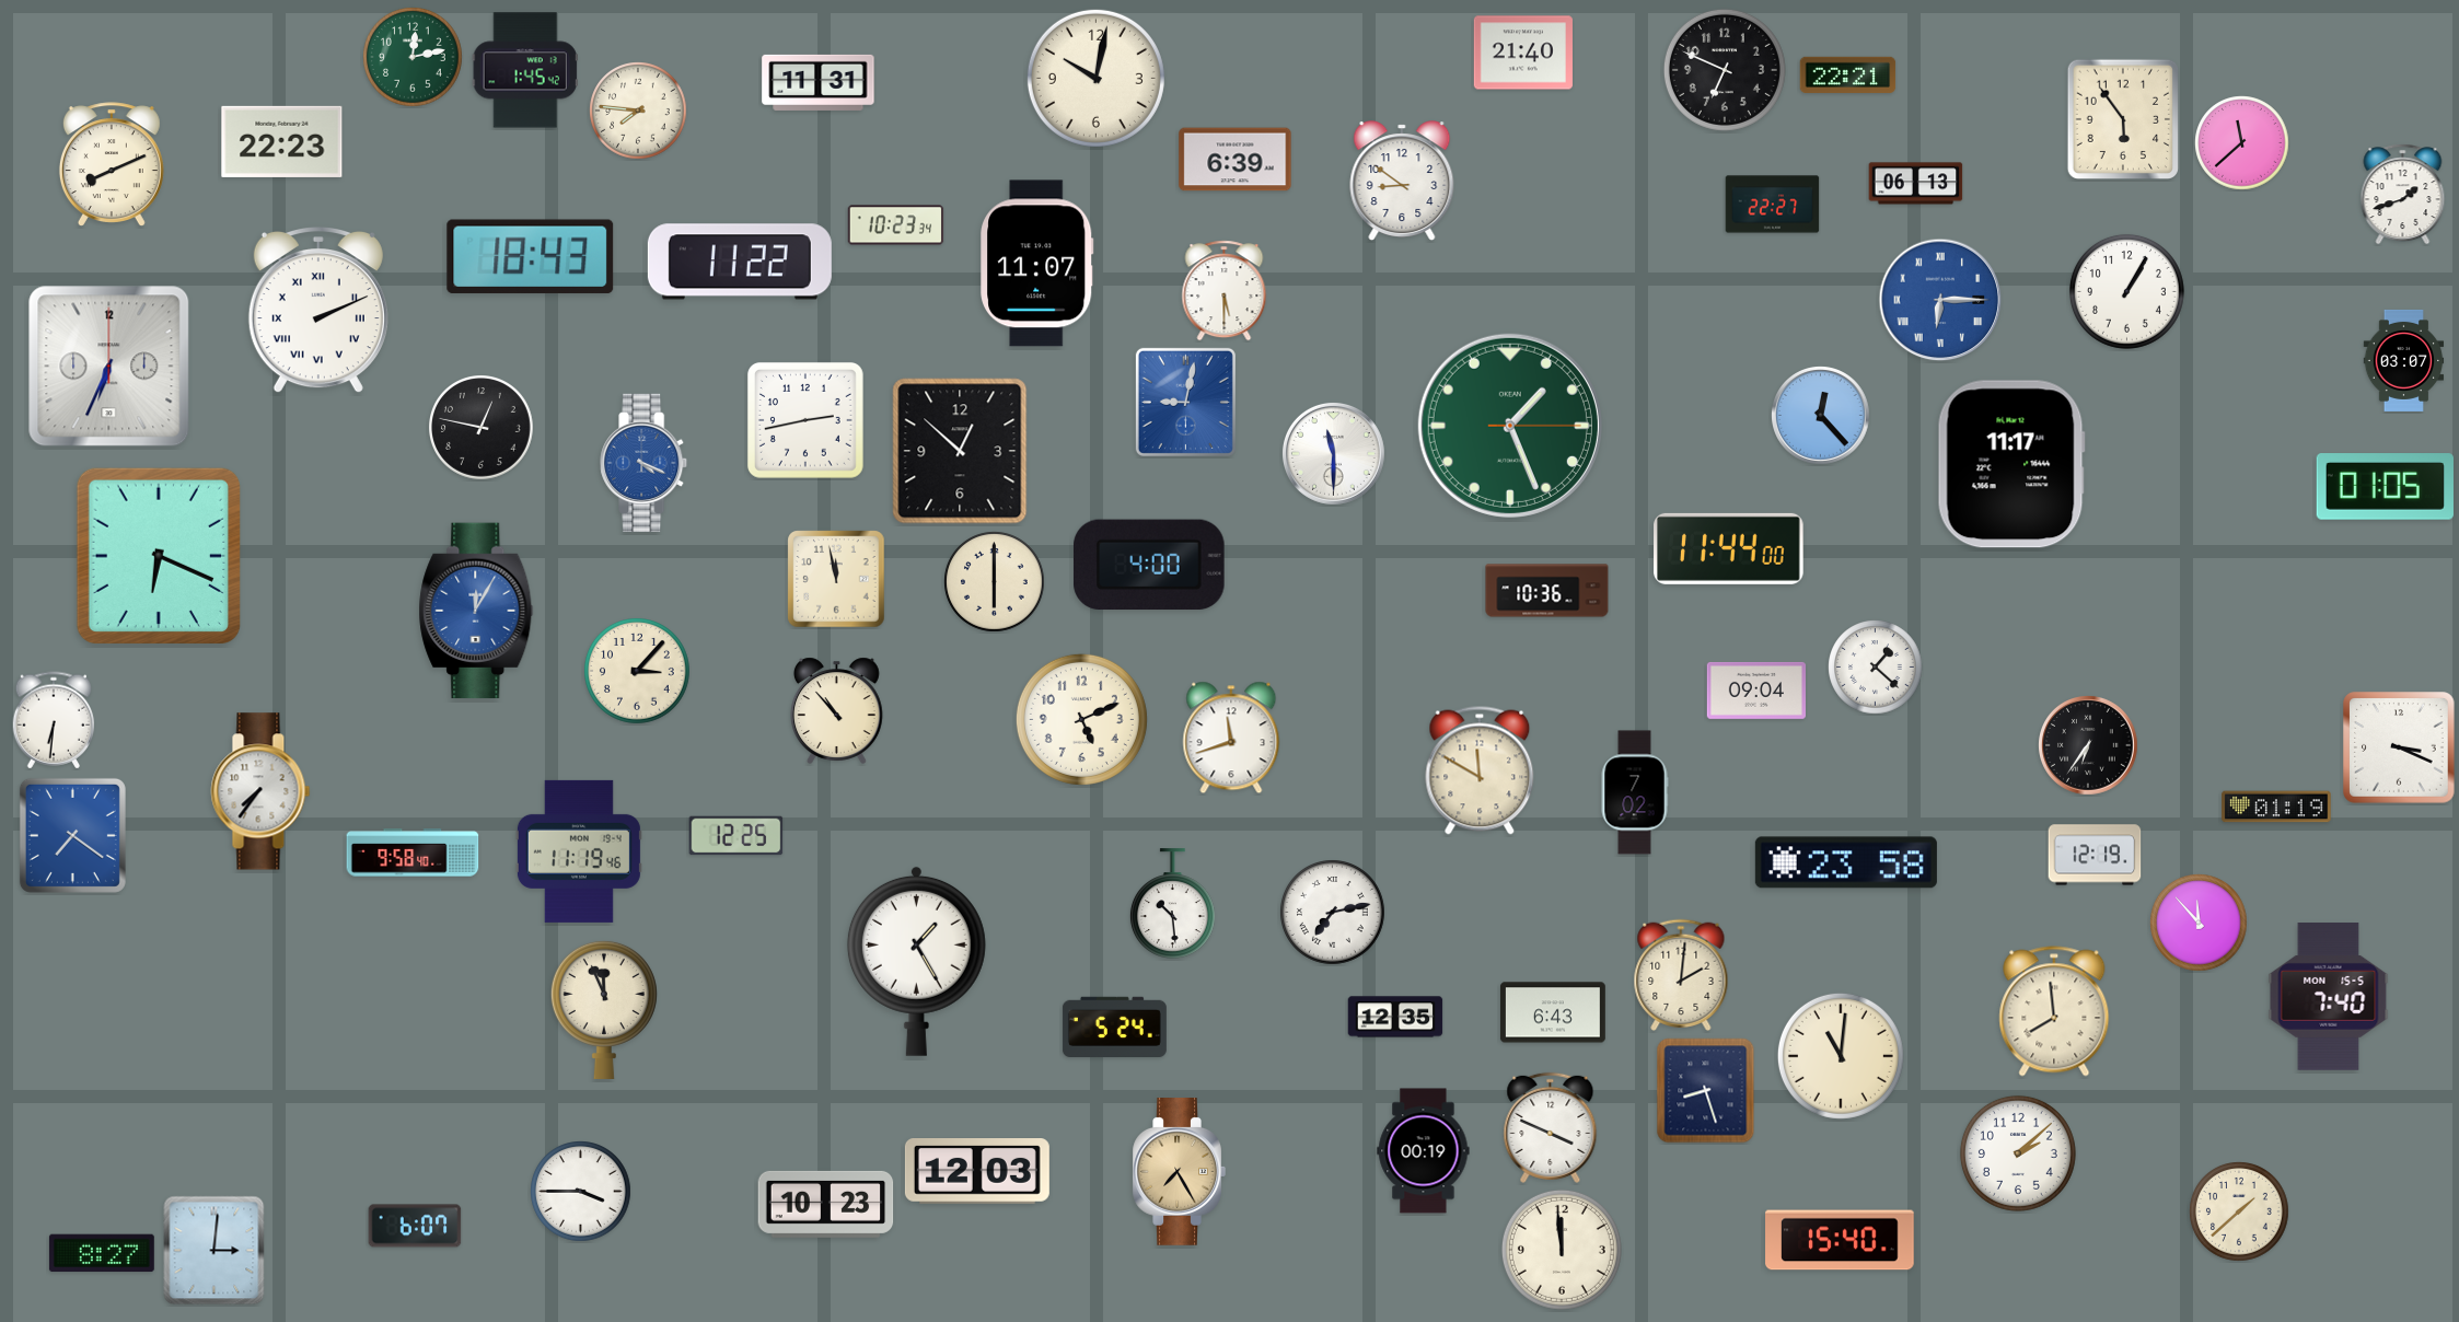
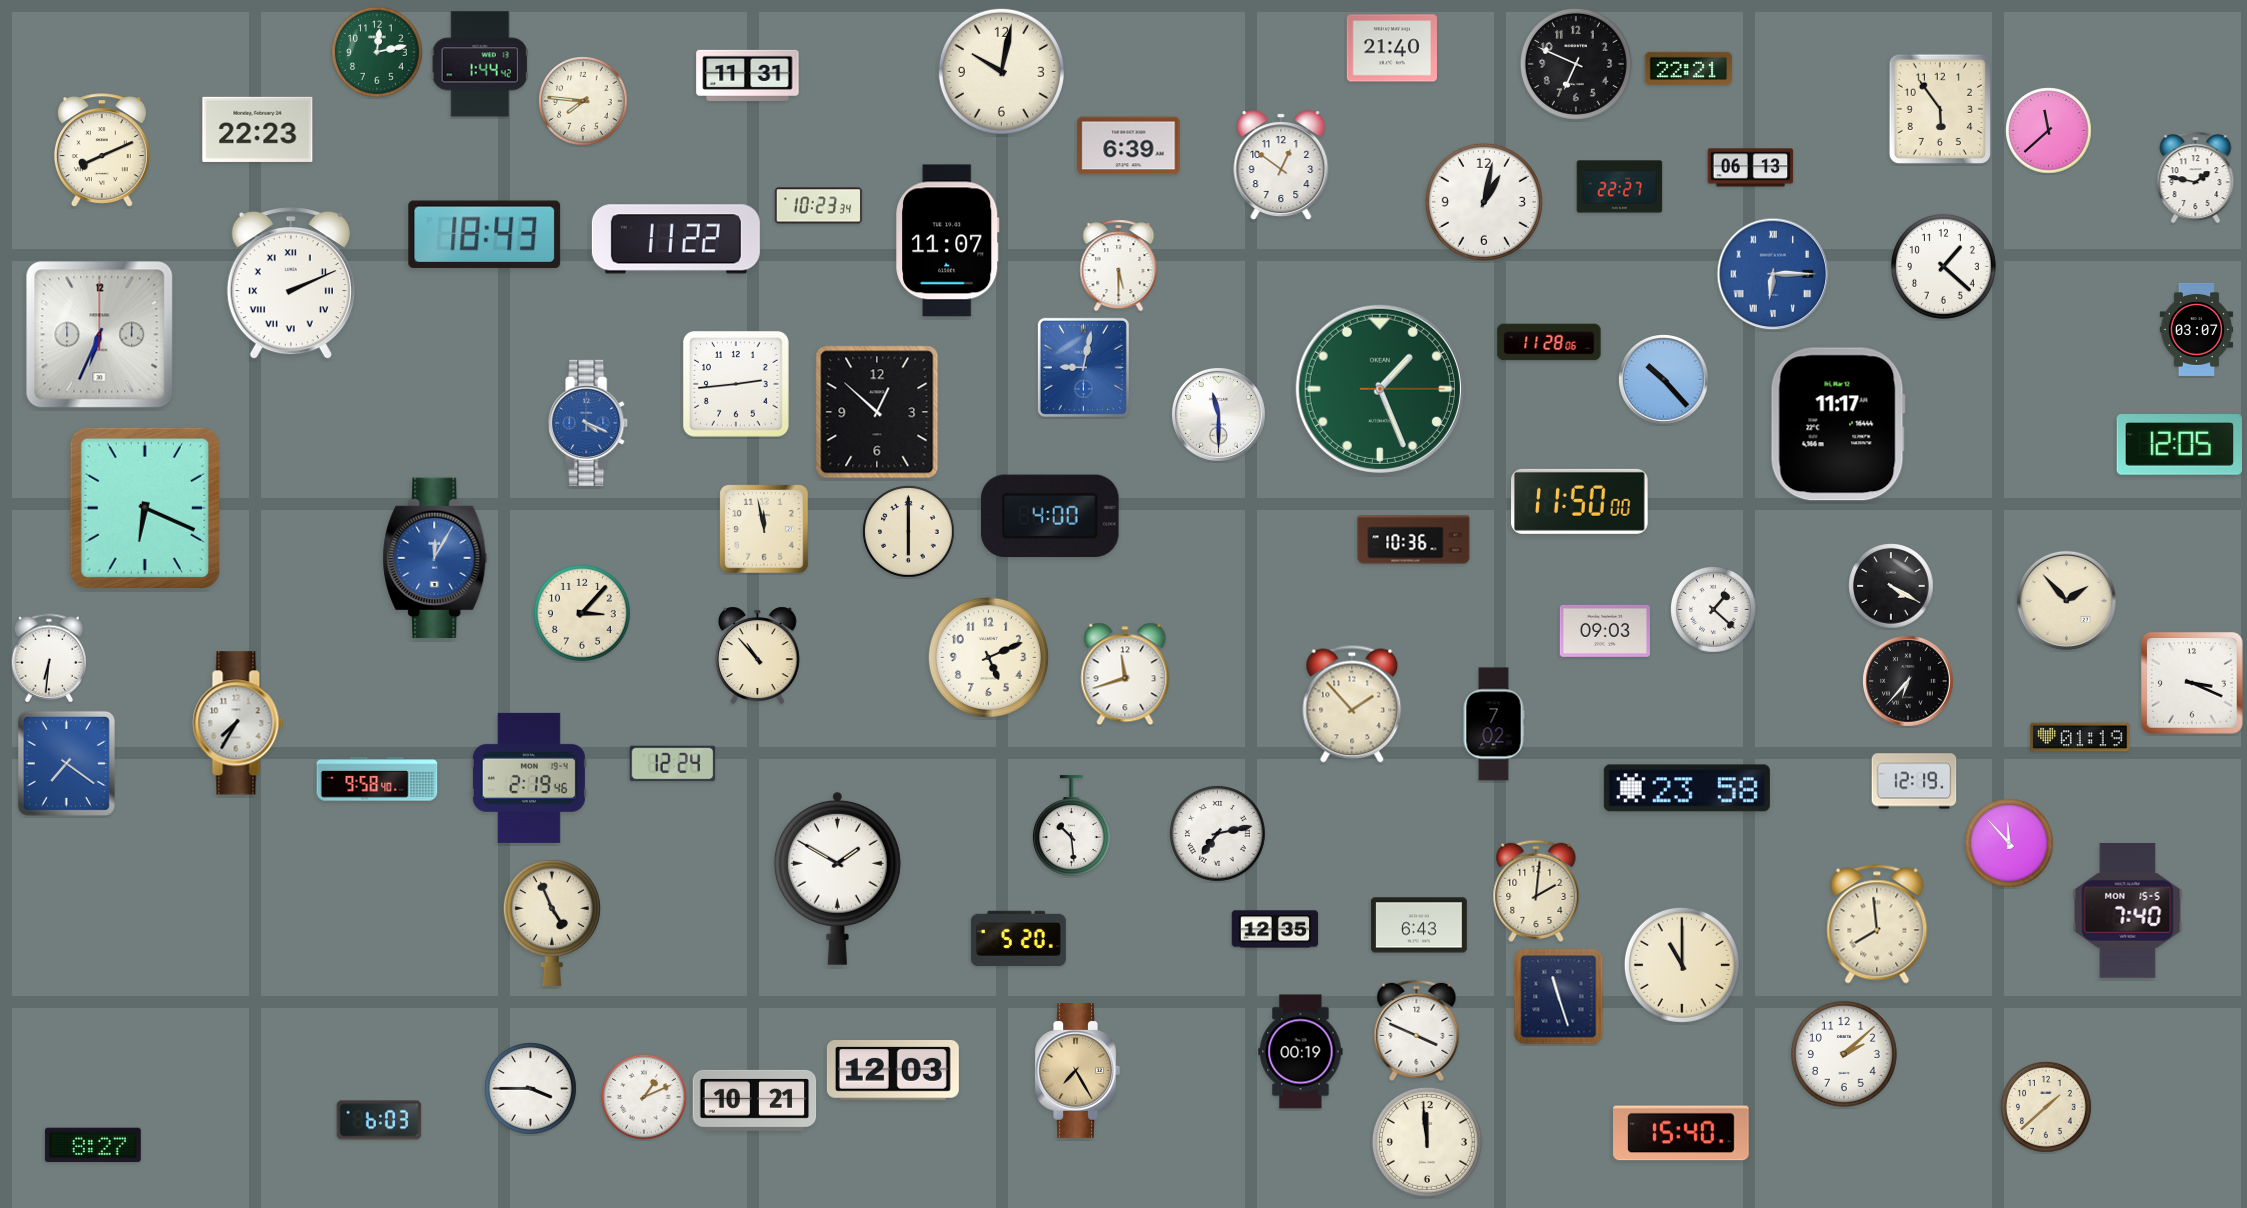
clock at (525, 70): 1:45 -> 1:44
clock at (1402, 181): 8:51 -> 12:51
clock at (2403, 195): 1:42 -> 1:47
clock at (1484, 202): none -> 1:02
clock at (2126, 291): 1:05 -> 1:22
clock at (1549, 342): none -> 11:28
clock at (1821, 416): 12:23 -> 10:23
clock at (805, 420): 2:43 -> 2:44
clock at (482, 428): 12:47 -> none
clock at (2385, 487): 01:05 -> 12:05
clock at (1729, 548): 11:44 -> 11:50
clock at (1891, 586): none -> 4:20
clock at (2066, 600): none -> 1:53
clock at (1756, 691): 09:04 -> 09:03
clock at (836, 710) position: (836, 710) -> (757, 655)
clock at (2089, 746): 6:36 -> 6:37
clock at (1480, 770): 11:50 -> 1:53
clock at (260, 791): 7:36 -> 7:35
clock at (736, 836): 12:25 -> 12:24
clock at (579, 851): 11:19 -> 2:19
clock at (916, 961): 1:25 -> 1:50
clock at (604, 1009): 11:56 -> 4:56
clock at (1114, 1027): 5:24 -> 5:20
clock at (1841, 1056): 11:01 -> 11:00
clock at (1706, 1091): 8:27 -> 11:27
clock at (644, 1097): none -> 1:11
clock at (826, 1204): 10:23 -> 10:21
clock at (415, 1226): 6:07 -> 6:03
clock at (214, 1251): 3:01 -> none
